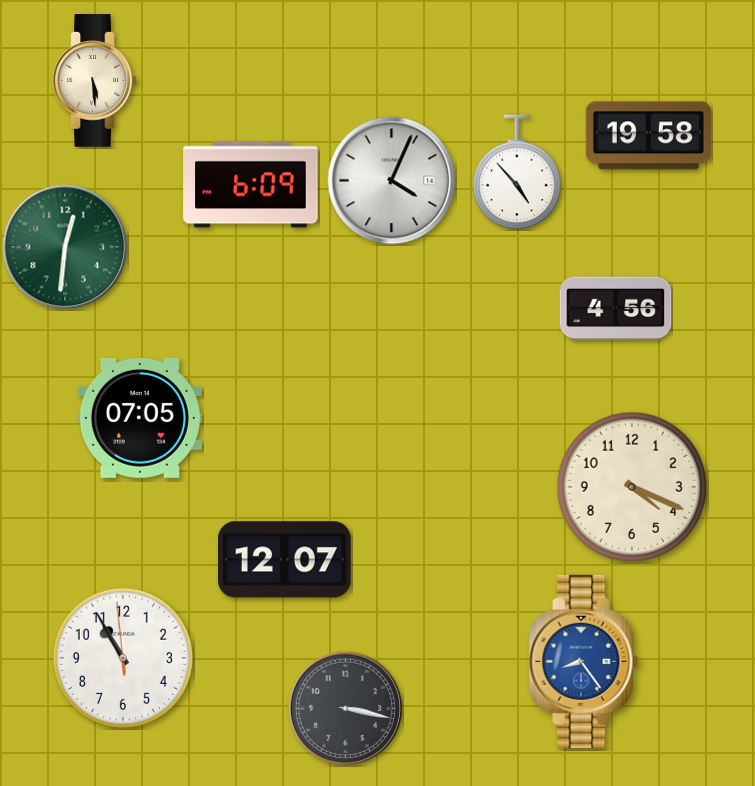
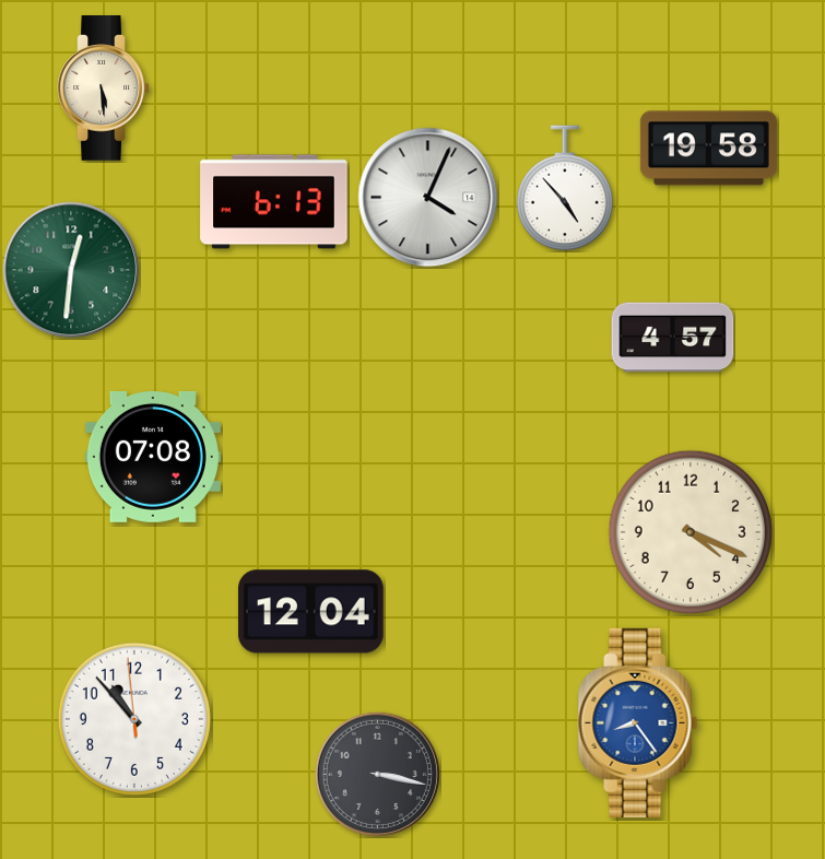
clock at (251, 185): 6:09 -> 6:13
clock at (616, 309): 4:56 -> 4:57
clock at (140, 418): 07:05 -> 07:08
clock at (285, 560): 12:07 -> 12:04
clock at (123, 658): 10:54 -> 10:52
